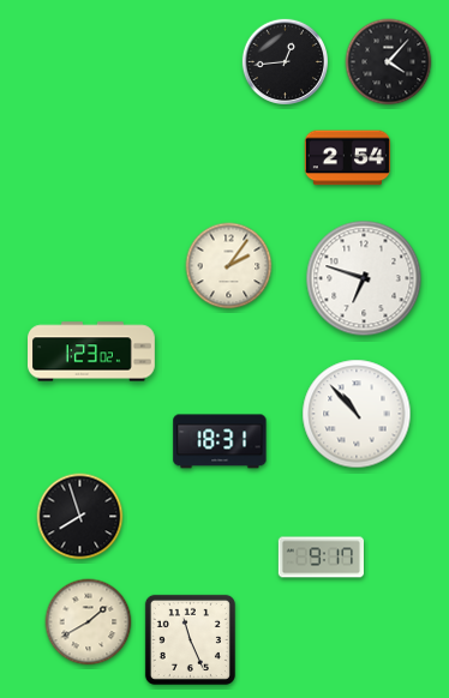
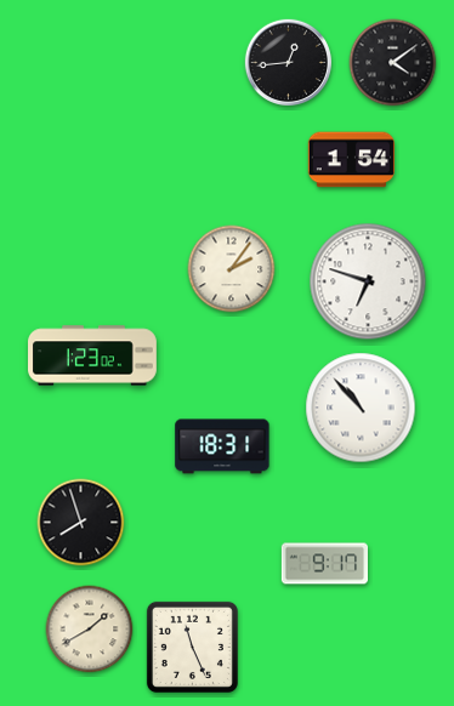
clock at (389, 62): 4:07 -> 4:09
clock at (347, 158): 2:54 -> 1:54
clock at (357, 414) position: (357, 414) -> (361, 408)
